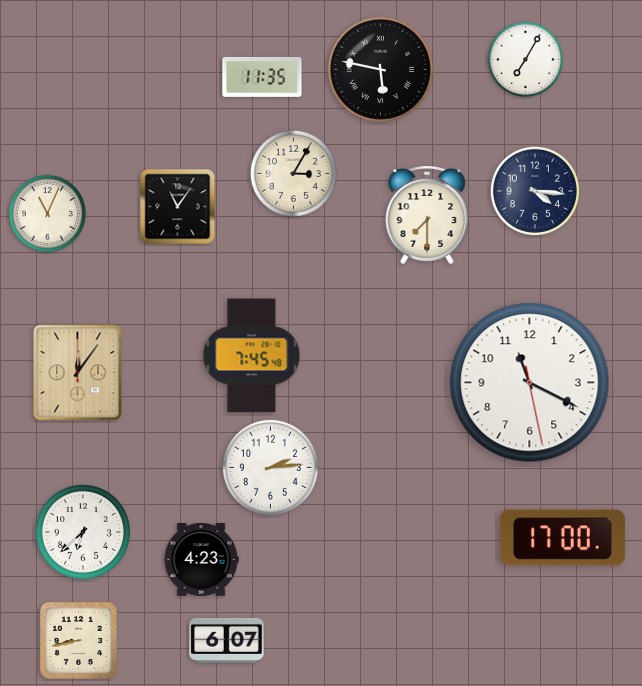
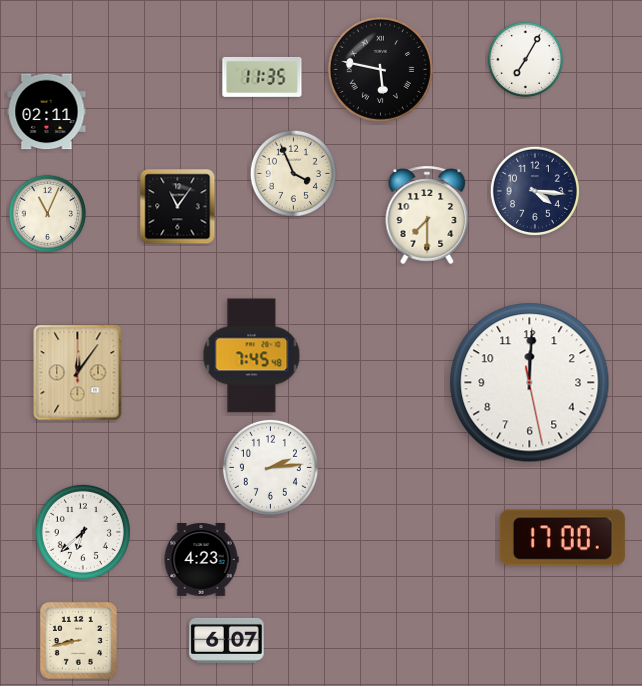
clock at (47, 112): none -> 02:11
clock at (293, 173): 3:05 -> 3:56
clock at (530, 383): 11:19 -> 12:00
